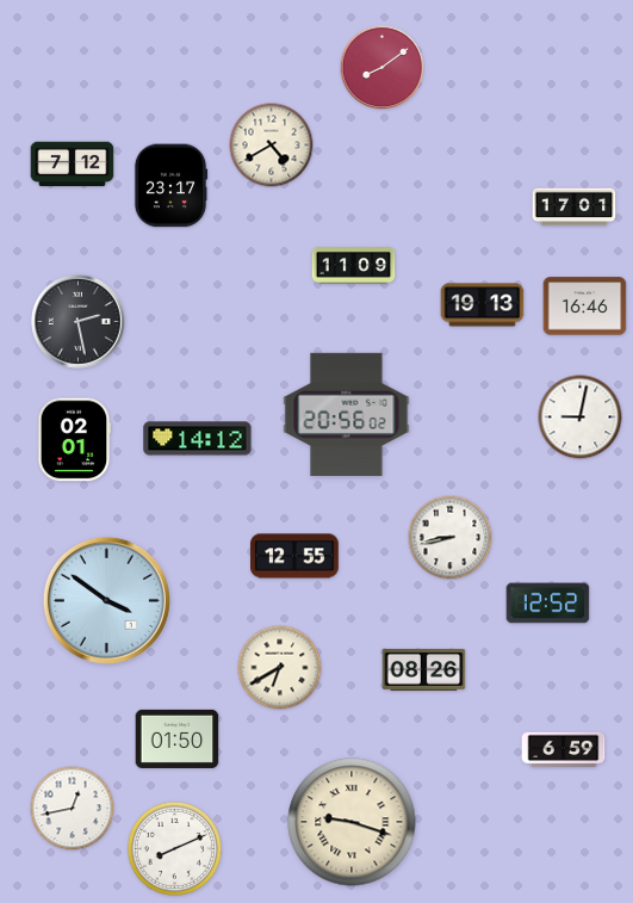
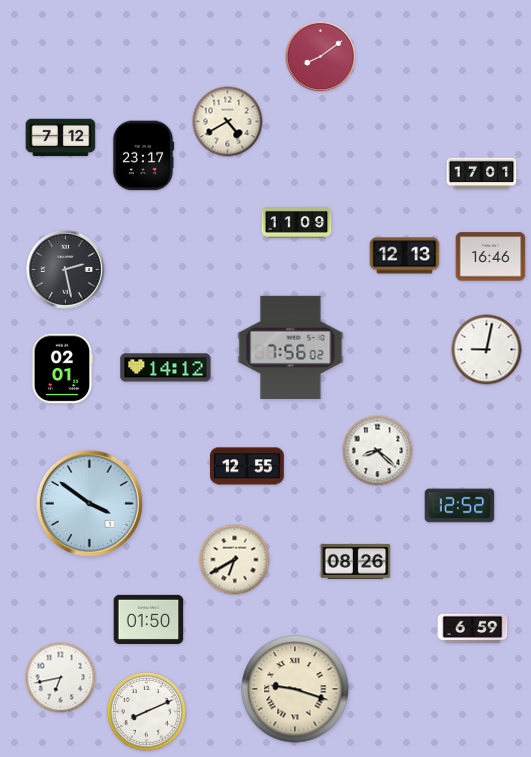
clock at (483, 305): 19:13 -> 12:13
clock at (347, 414): 20:56 -> 7:56
clock at (451, 538): 8:43 -> 8:22
clock at (73, 809): 12:43 -> 6:43
